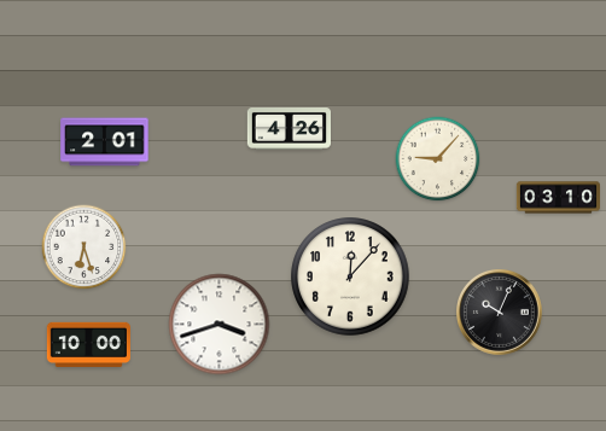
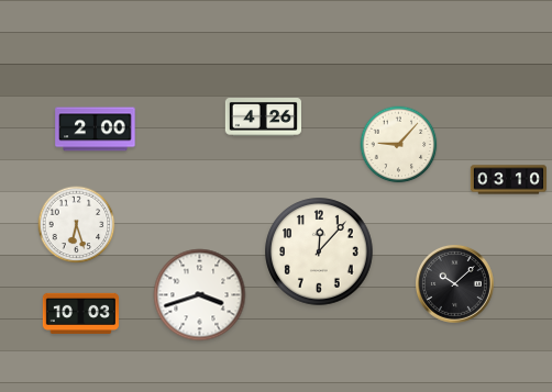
clock at (105, 142): 2:01 -> 2:00
clock at (500, 313): 10:04 -> 10:08
clock at (88, 344): 10:00 -> 10:03
